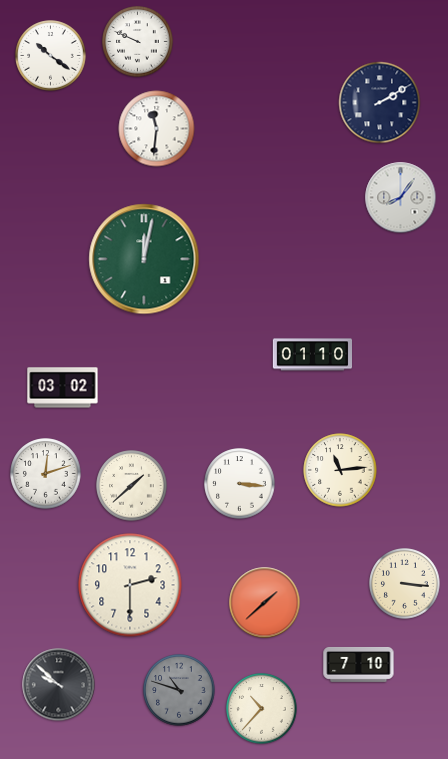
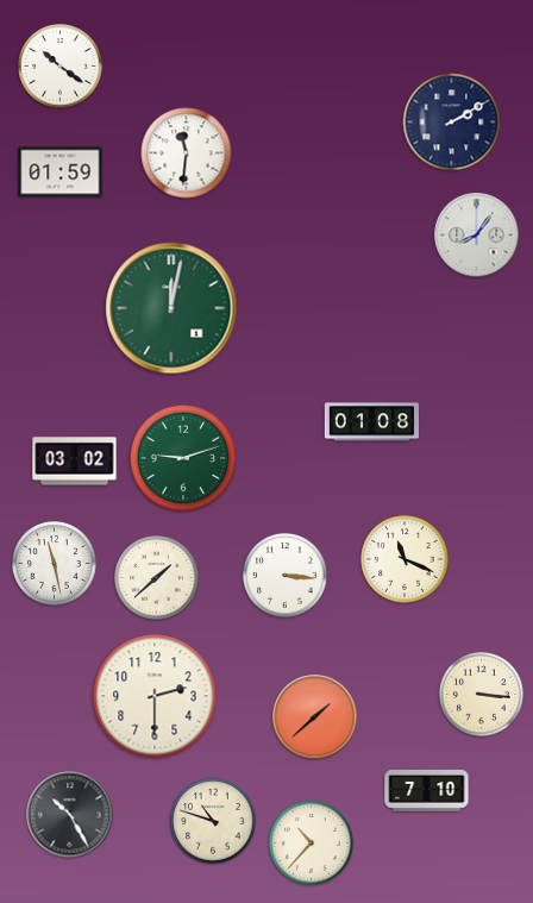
clock at (138, 42): 9:49 -> none
clock at (61, 173): none -> 01:59
clock at (312, 355): 01:10 -> 01:08
clock at (183, 458): none -> 9:12
clock at (340, 470): 11:14 -> 11:19
clock at (46, 474): 12:12 -> 11:28
clock at (59, 685): 9:52 -> 10:25
clock at (179, 690) dial: grey -> cream
